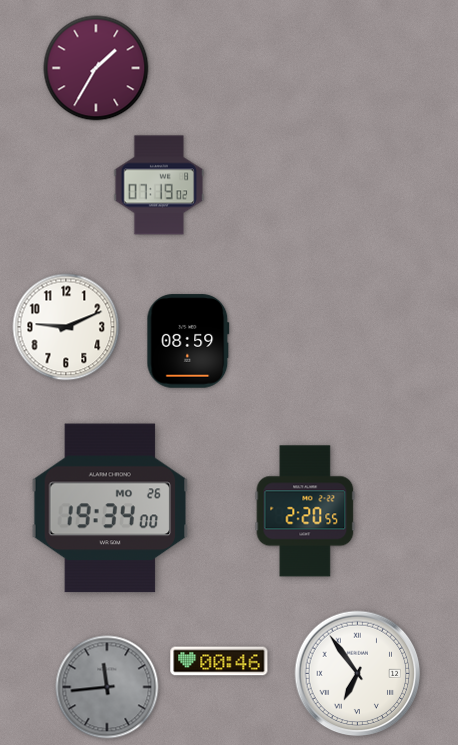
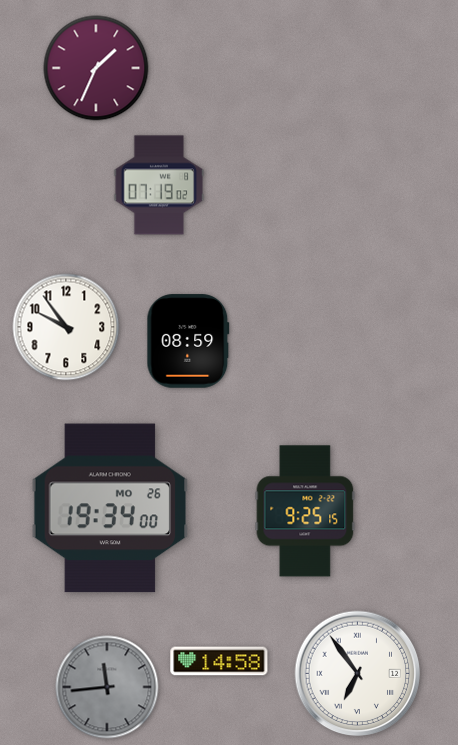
clock at (96, 68): 1:35 -> 1:34
clock at (66, 327): 9:11 -> 9:54
clock at (305, 511): 2:20 -> 9:25
clock at (219, 661): 00:46 -> 14:58
